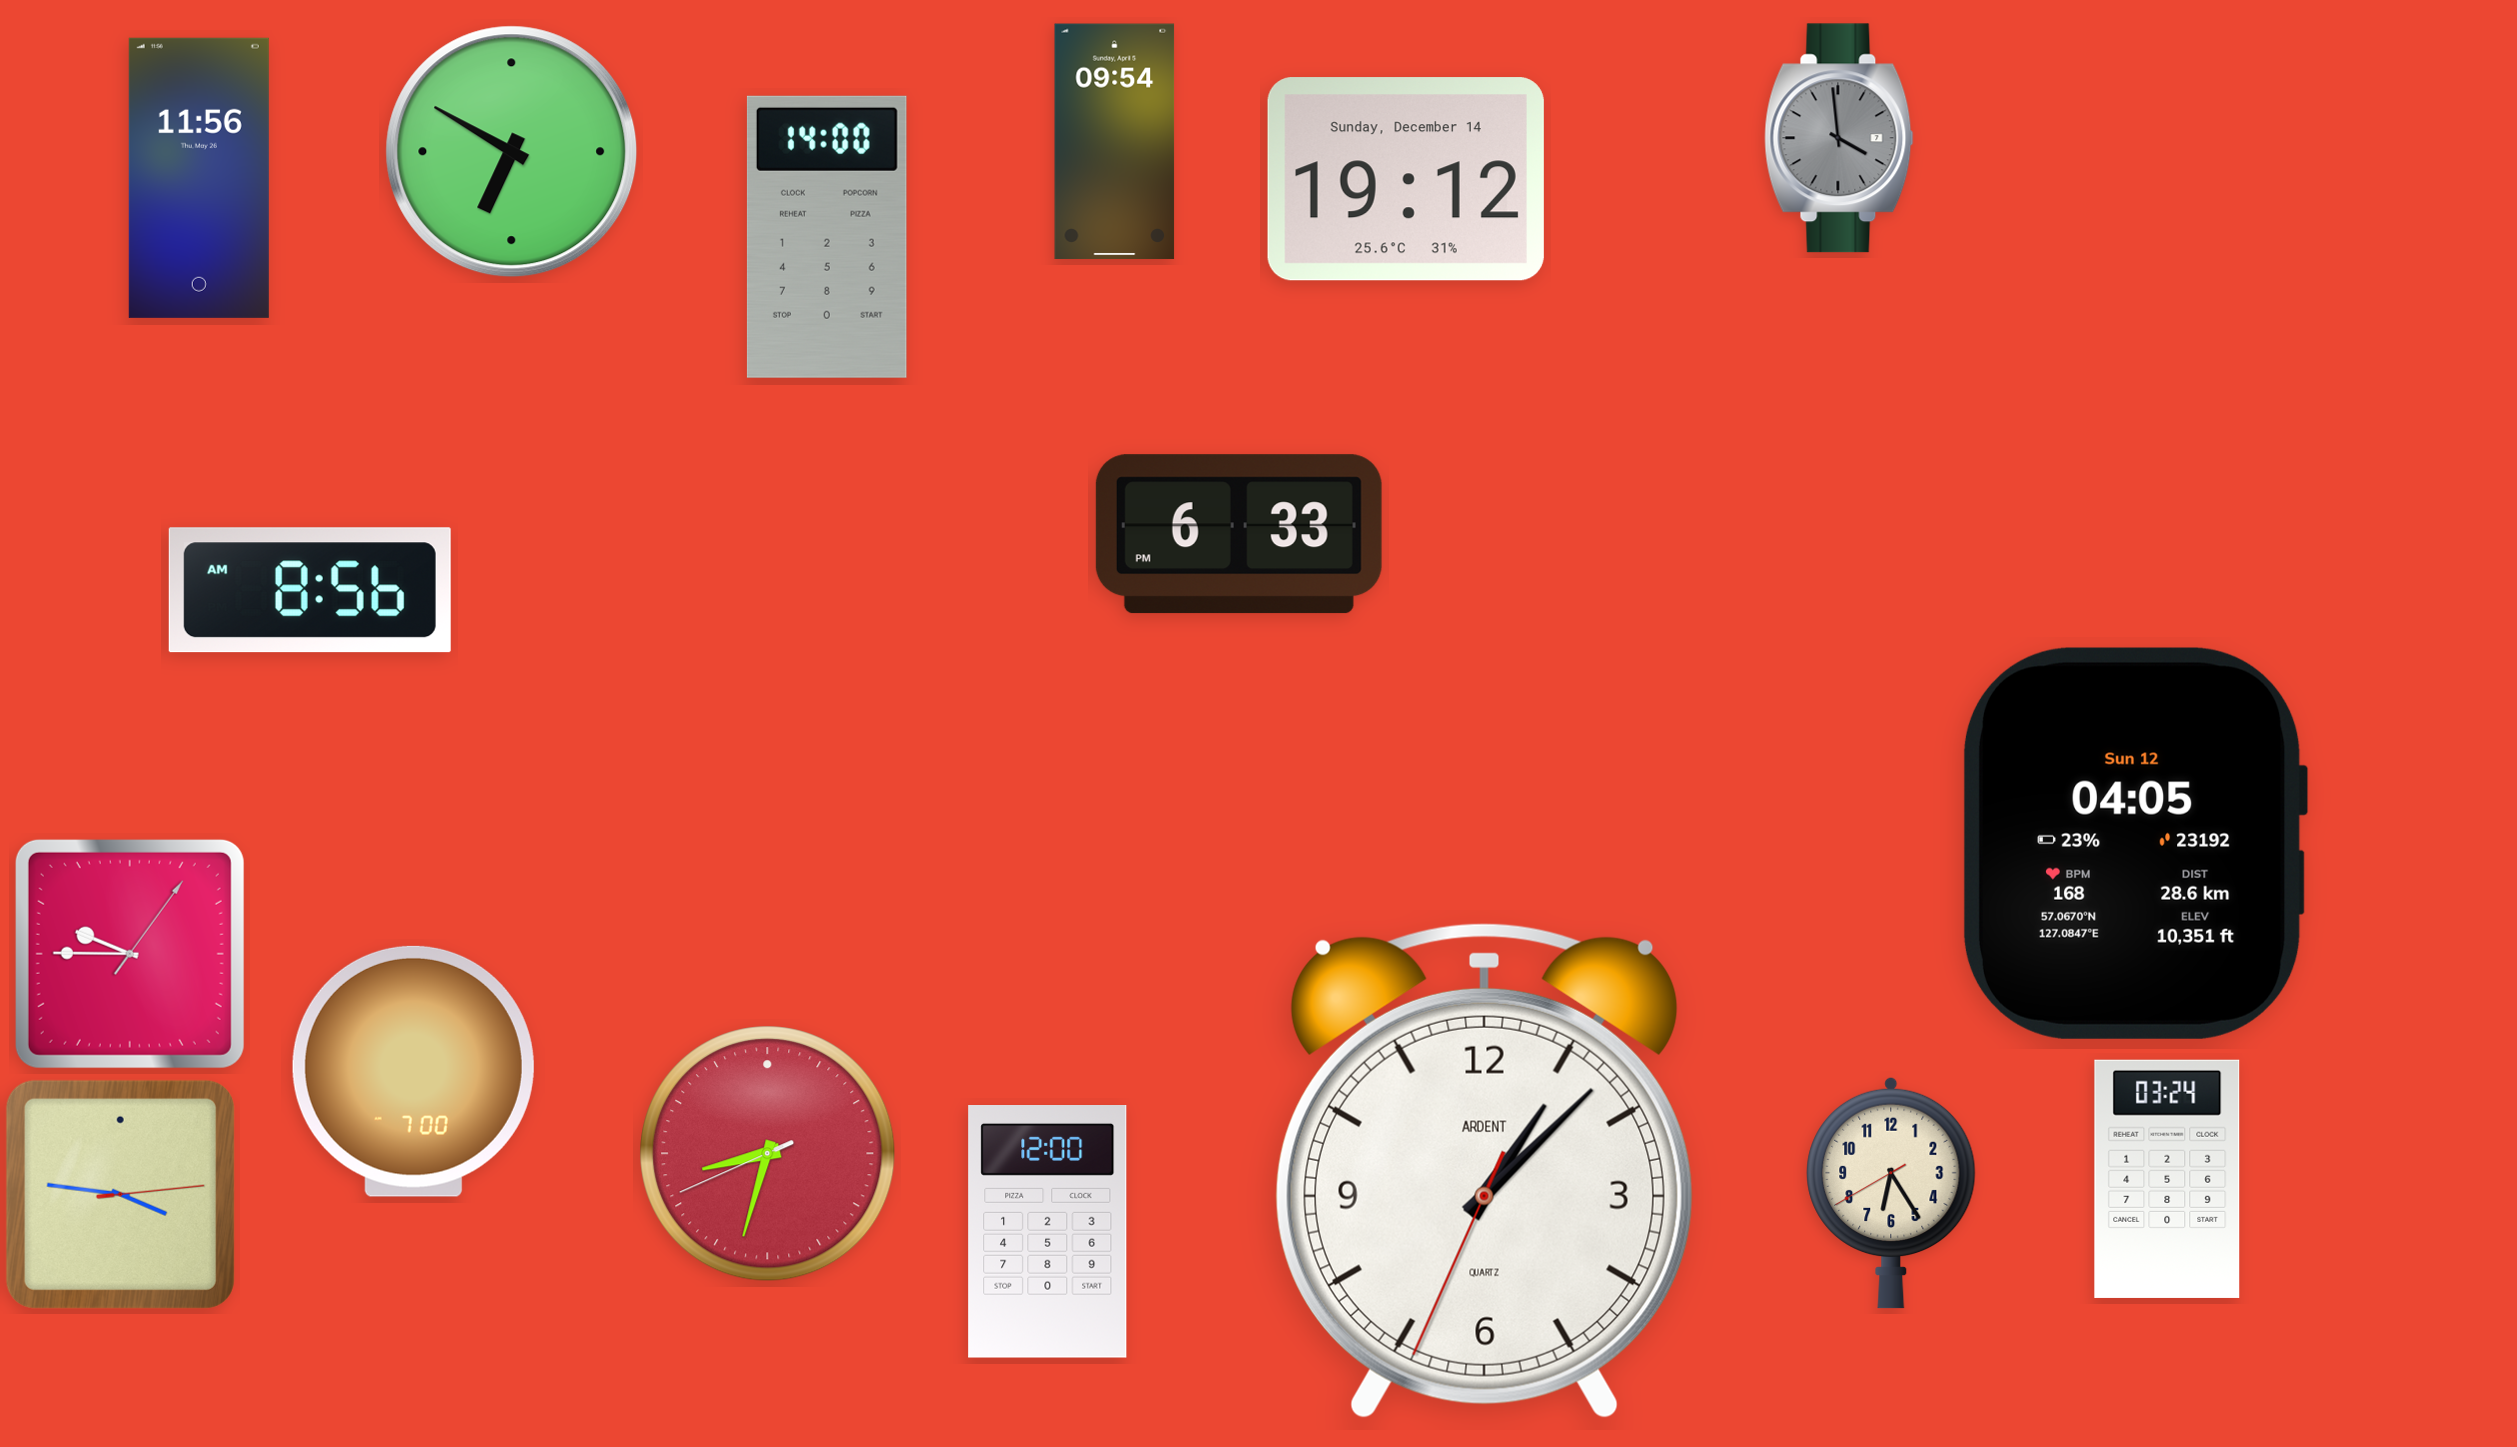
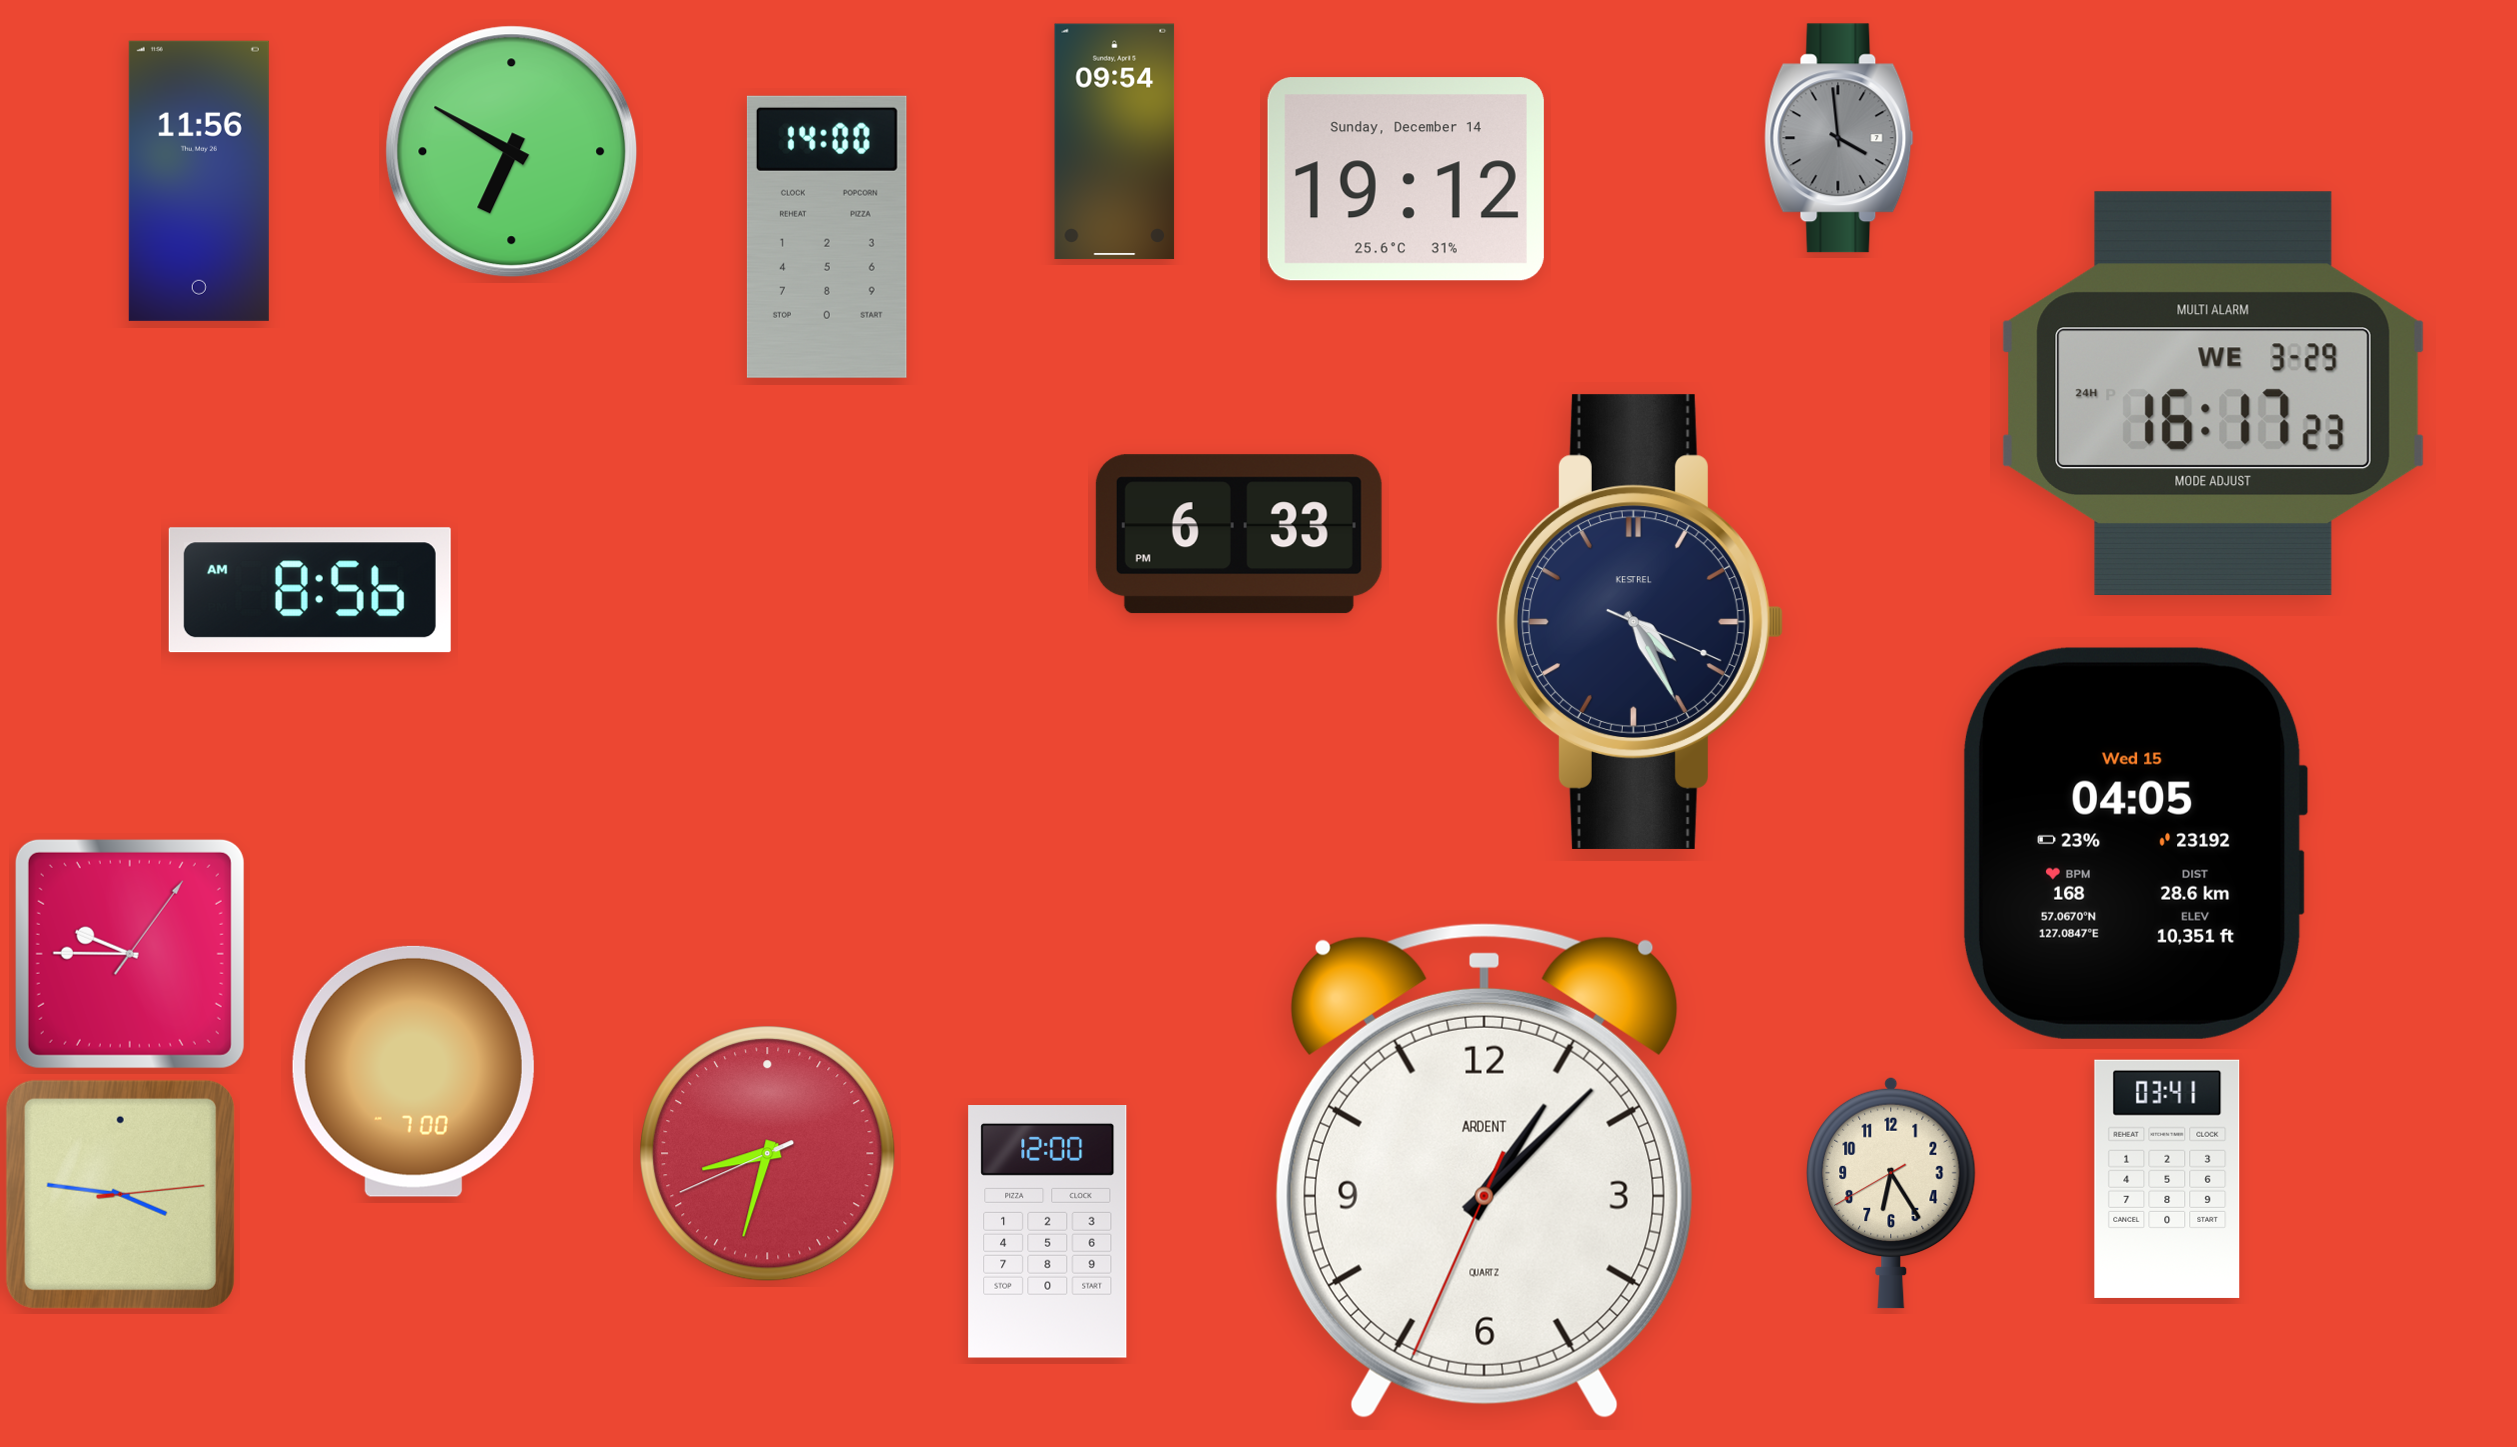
clock at (199, 178) position: (199, 178) -> (199, 181)
clock at (2214, 393): none -> 16:17
clock at (1639, 622): none -> 4:25
clock at (2135, 843) date: Sun 12 -> Wed 15
clock at (2167, 1179): 03:24 -> 03:41
